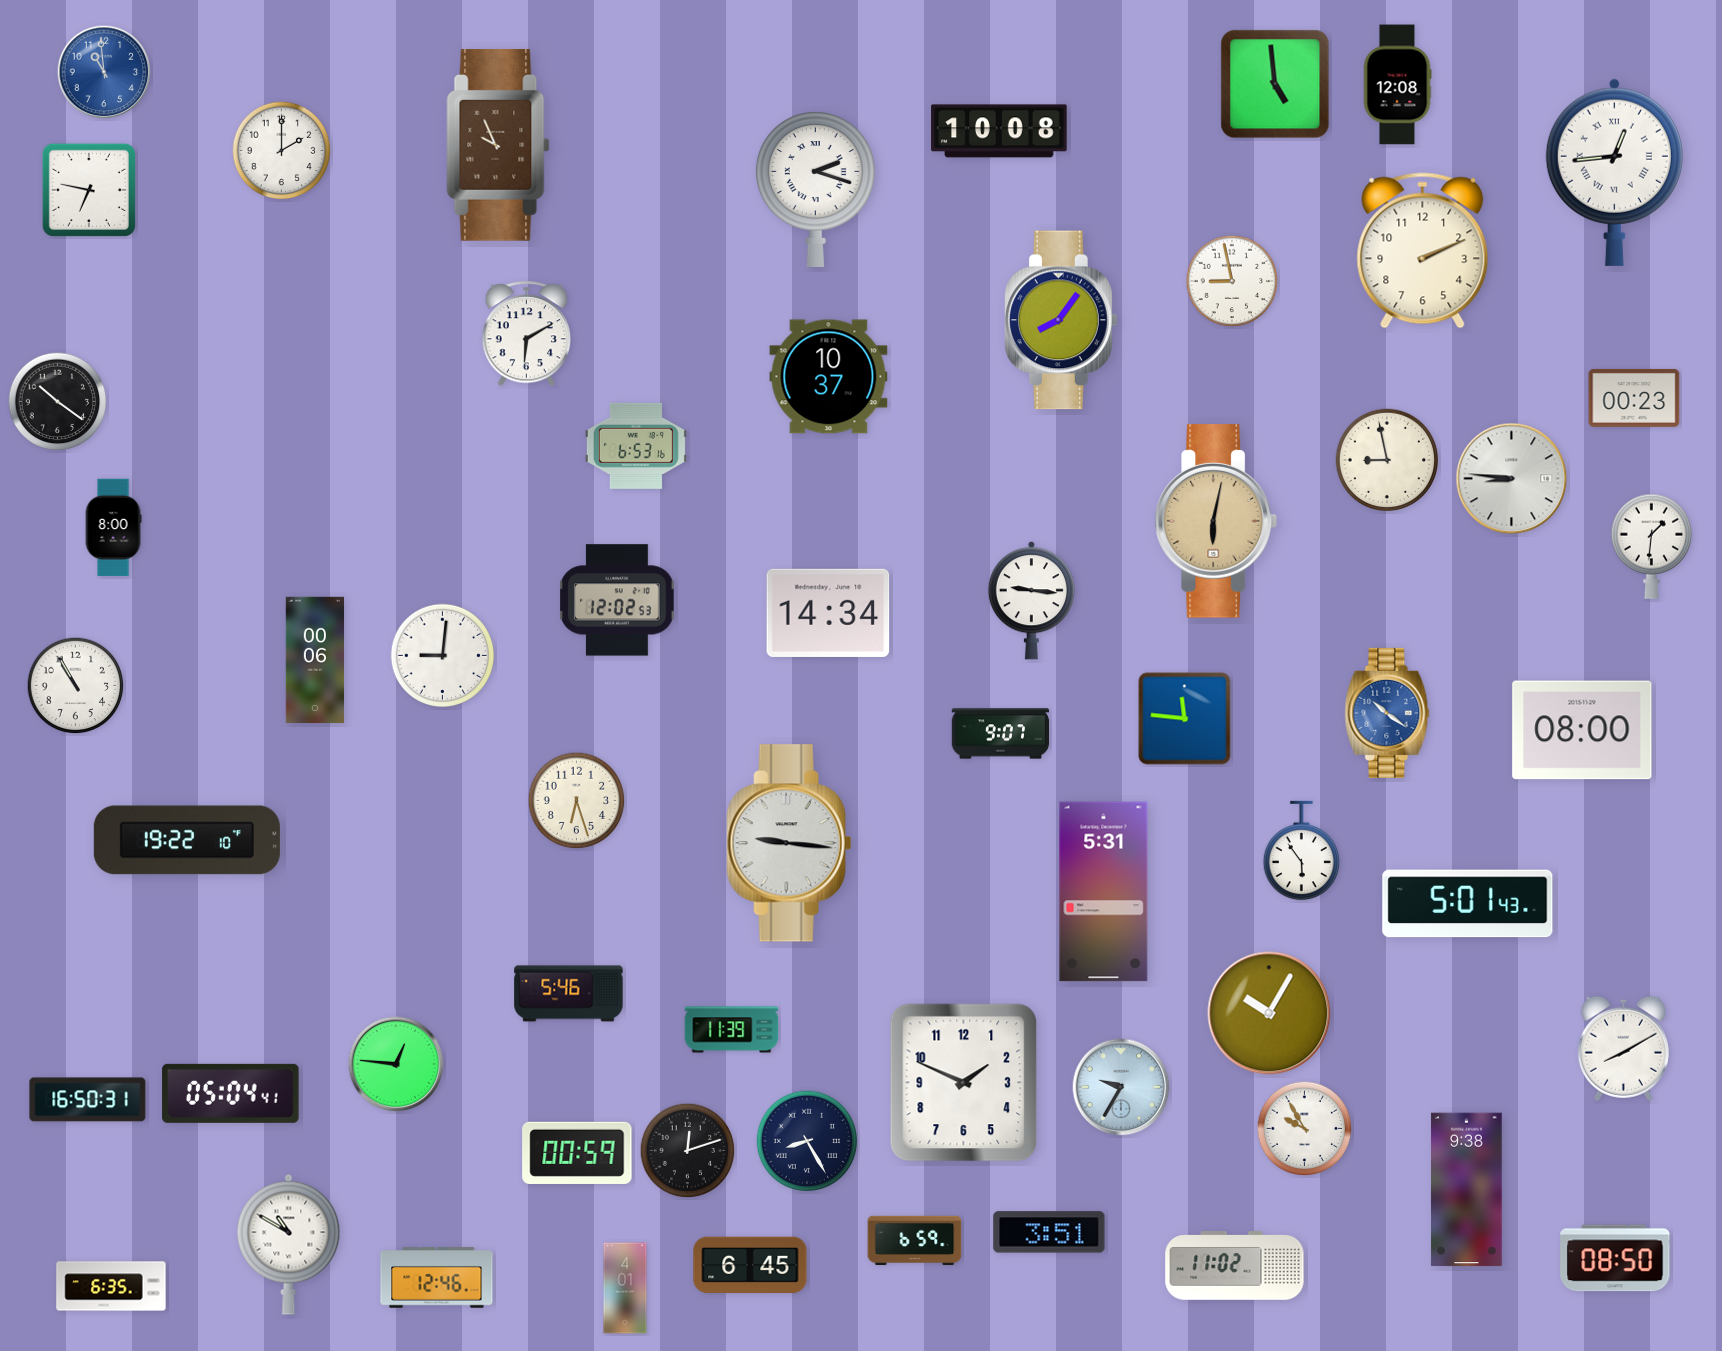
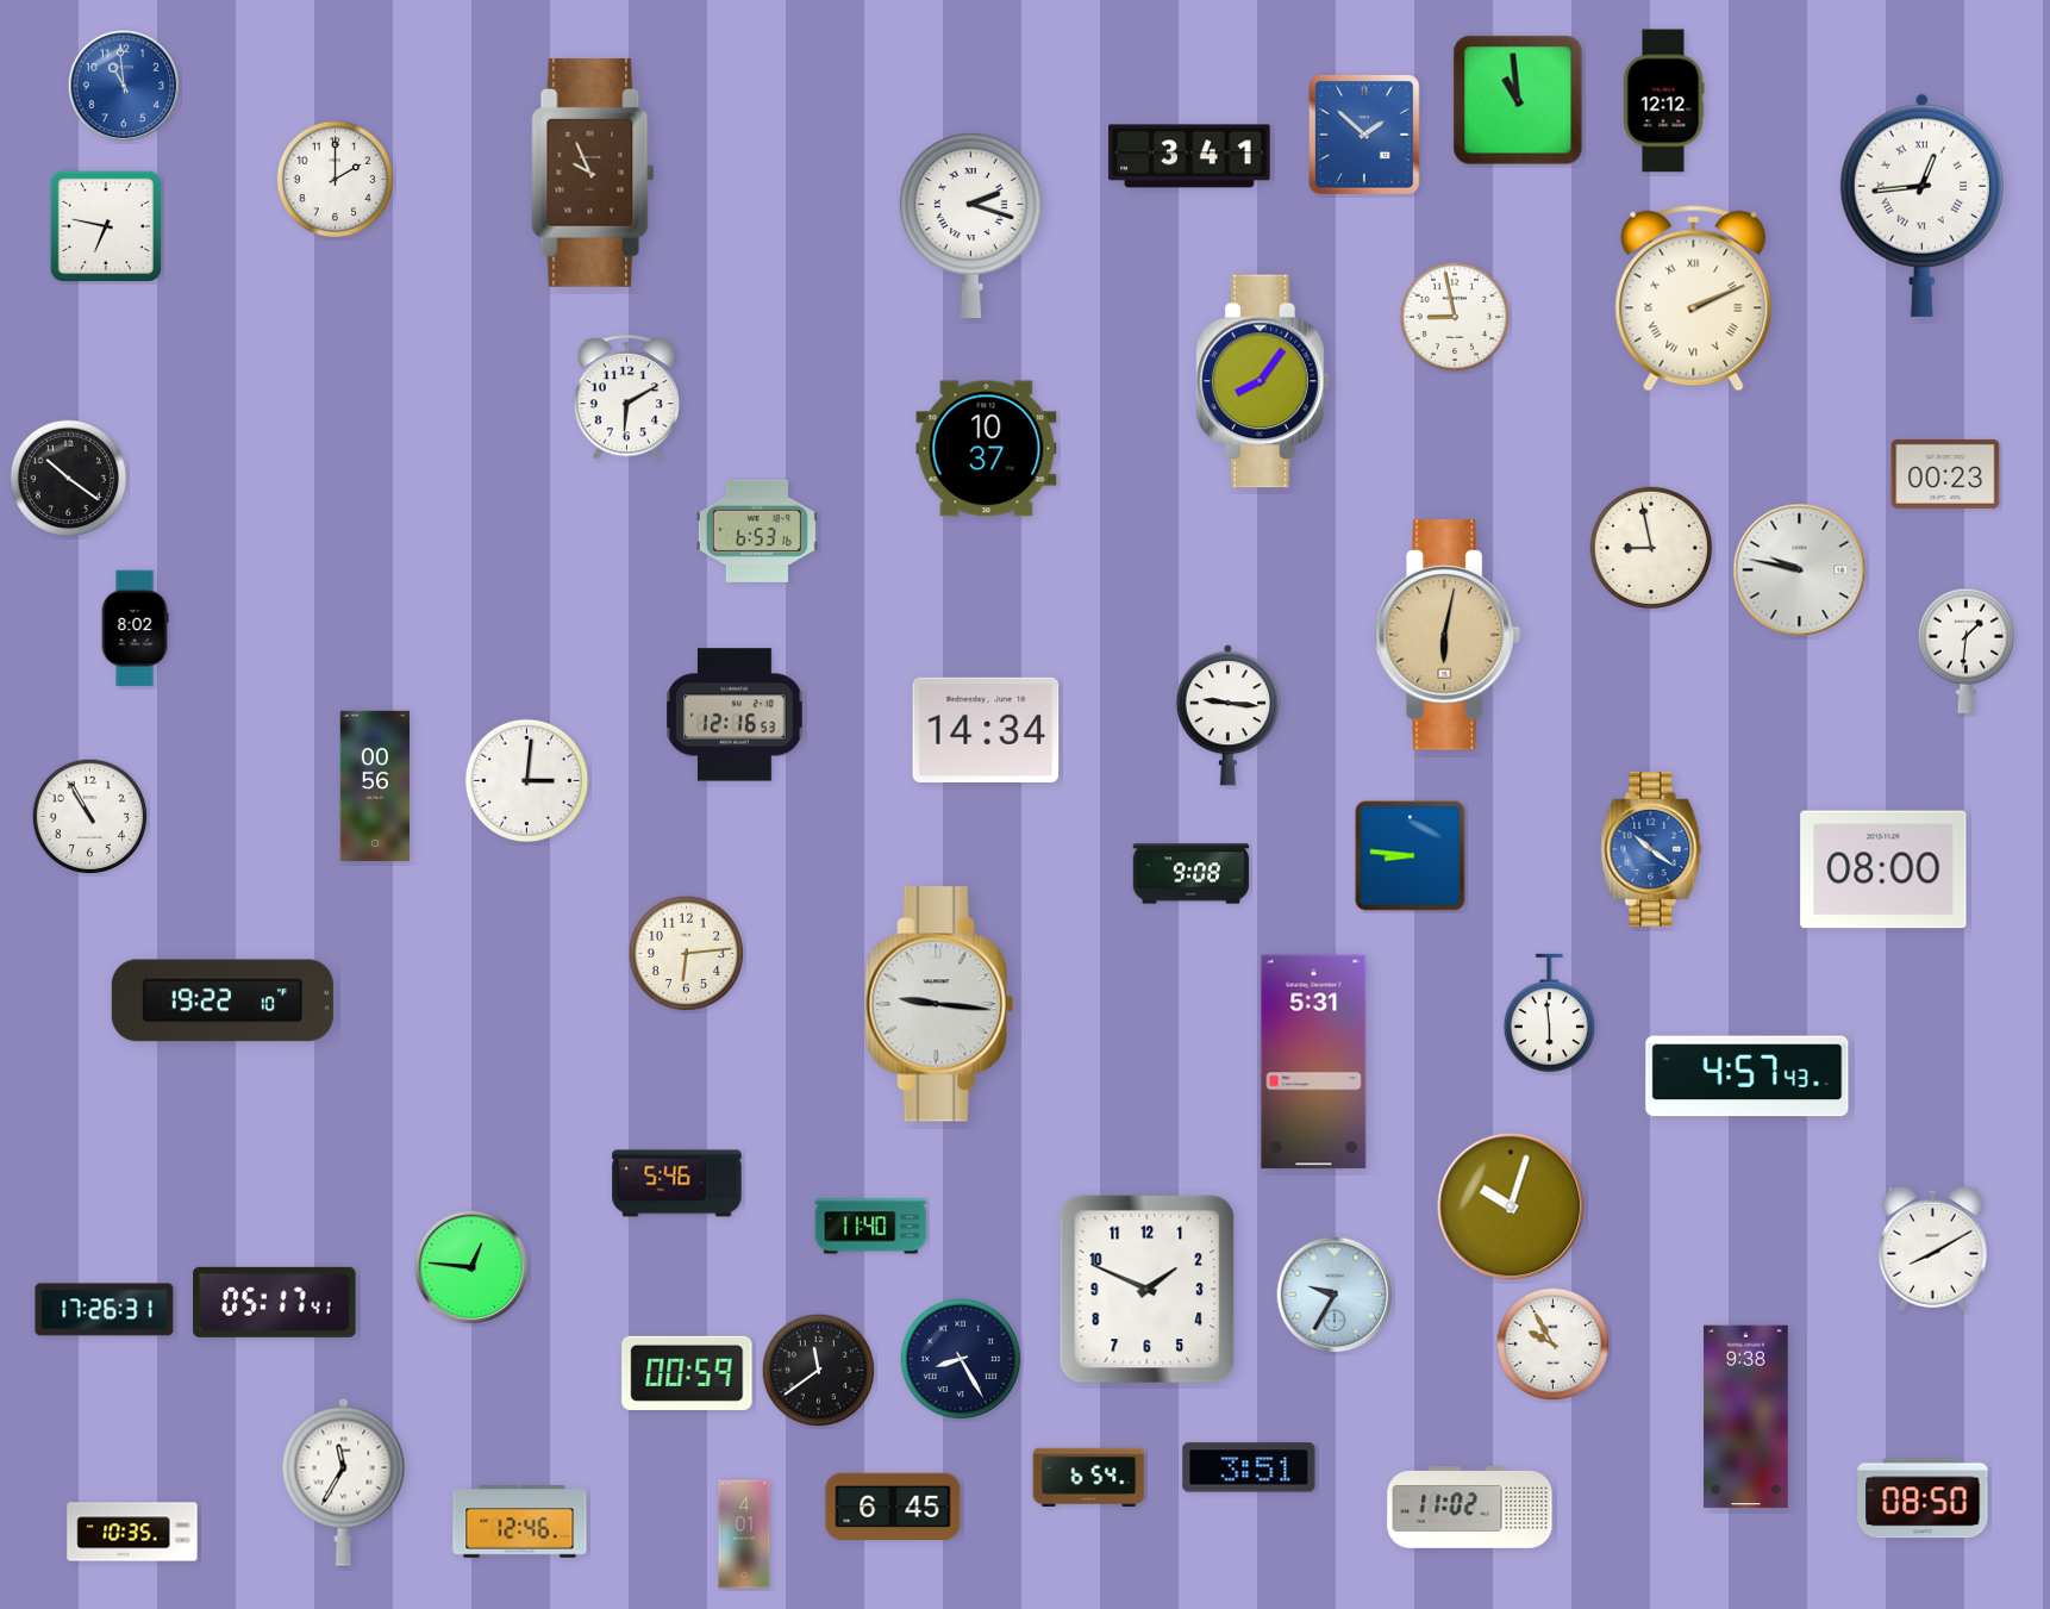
clock at (1275, 84): 4:59 -> 10:59
clock at (1397, 85): 12:08 -> 12:12
clock at (1364, 135): none -> 1:52
clock at (999, 131): 10:08 -> 3:41
clock at (1423, 251) numerals: Arabic -> Roman
clock at (1232, 281) position: (1232, 281) -> (1455, 317)
clock at (1512, 479): 8:46 -> 9:47
clock at (1216, 521) position: (1216, 521) -> (1448, 635)
clock at (113, 528): 8:00 -> 8:02
clock at (617, 600): 12:02 -> 12:16
clock at (443, 656): 9:01 -> 3:01
clock at (315, 660): 00:06 -> 00:56
clock at (1185, 719): 11:46 -> 8:46
clock at (1001, 734): 9:07 -> 9:08
clock at (577, 801): 6:27 -> 6:14
clock at (1301, 851): 5:54 -> 5:59
clock at (1468, 904): 5:01 -> 4:57
clock at (1269, 1013): 10:05 -> 10:03
clock at (732, 1030): 11:39 -> 11:40
clock at (231, 1093): 05:04 -> 05:17
clock at (88, 1100): 16:50 -> 17:26
clock at (688, 1151): 12:12 -> 11:39
clock at (915, 1241): 6:59 -> 6:54
clock at (289, 1244): 10:50 -> 11:35
clock at (111, 1286): 6:35 -> 10:35
